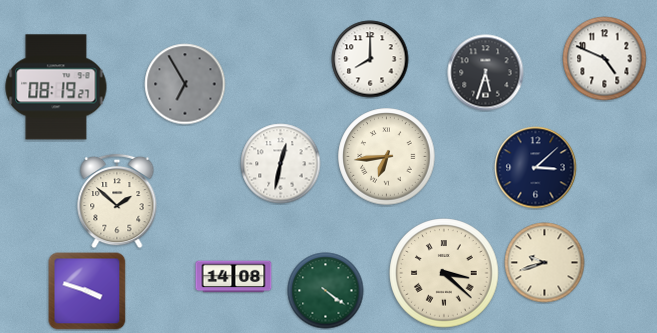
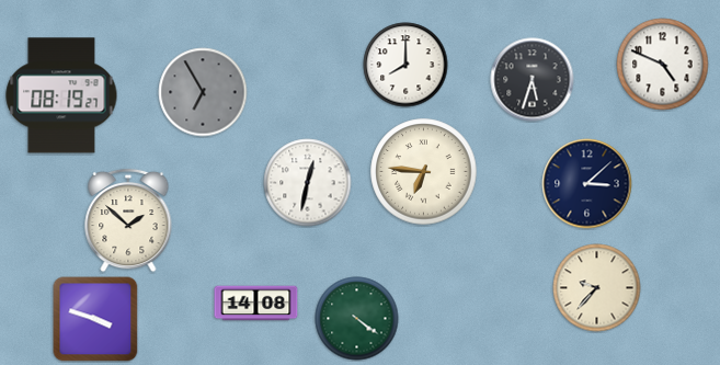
clock at (387, 157): 6:44 -> 6:46
clock at (281, 164) position: (281, 164) -> (308, 183)
clock at (545, 263): 9:42 -> 9:37
clock at (444, 273): 3:22 -> none
